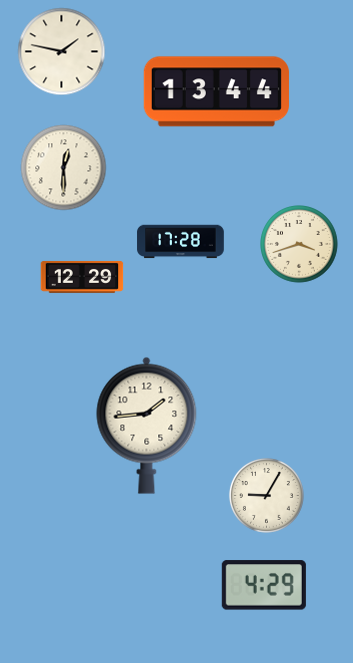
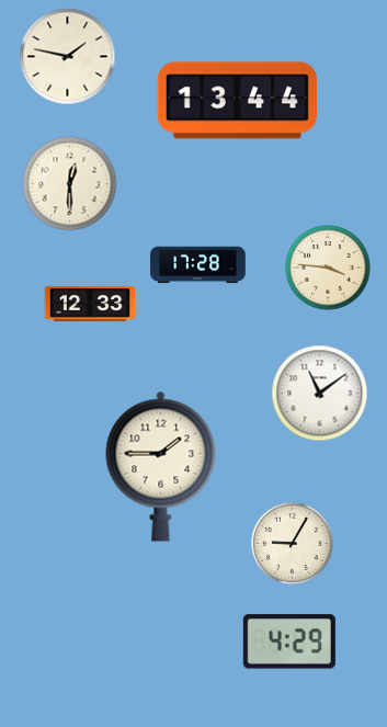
clock at (300, 245): 3:42 -> 3:46
clock at (82, 277): 12:29 -> 12:33
clock at (320, 394): none -> 11:09
clock at (147, 425): 1:44 -> 1:45
